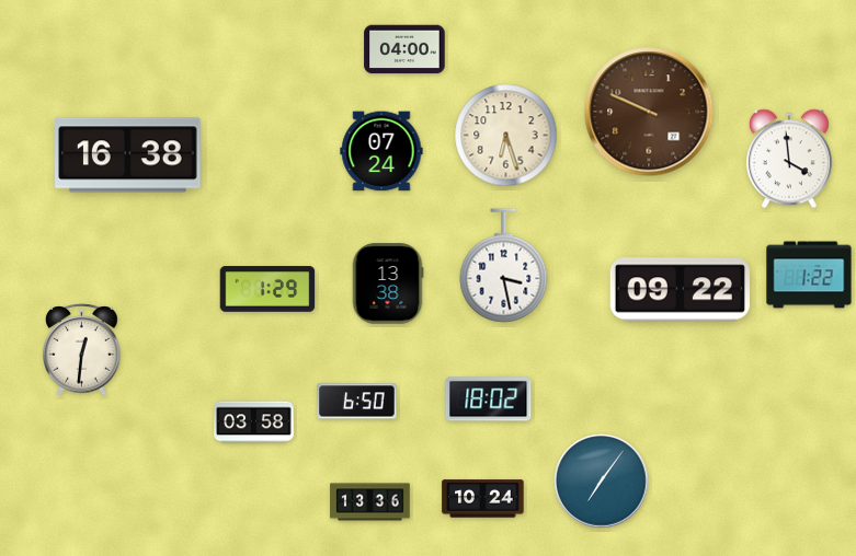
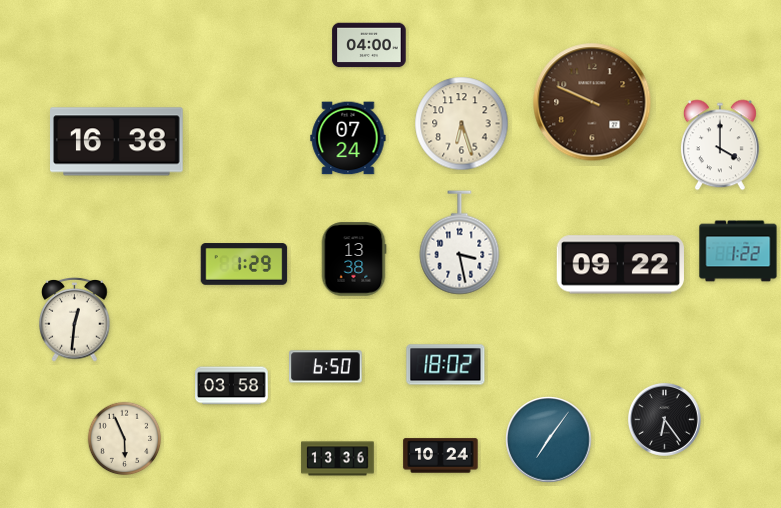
clock at (789, 159): 3:59 -> 4:00
clock at (664, 419): none -> 6:24
clock at (125, 439): none -> 5:56
